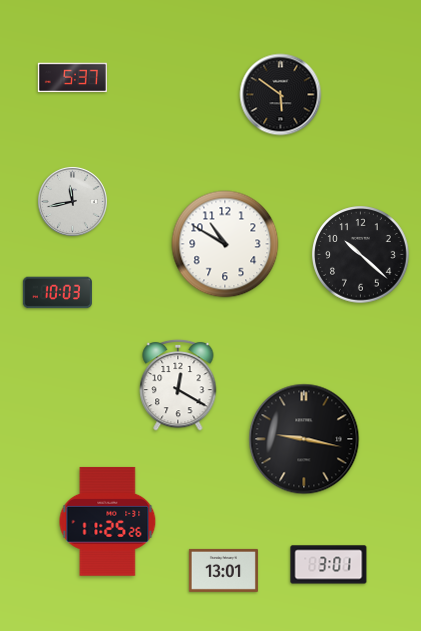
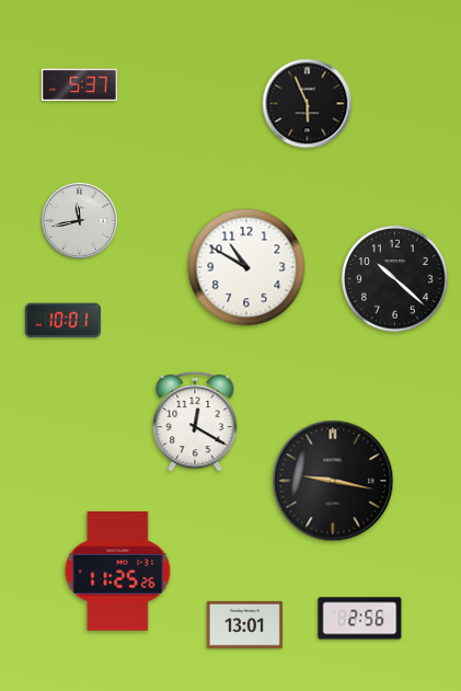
clock at (281, 95): 5:51 -> 5:56
clock at (57, 293): 10:03 -> 10:01
clock at (329, 565): 3:01 -> 2:56
